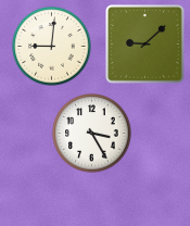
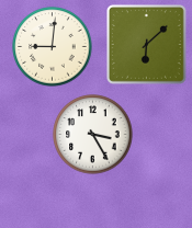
clock at (145, 45): 9:08 -> 6:08
